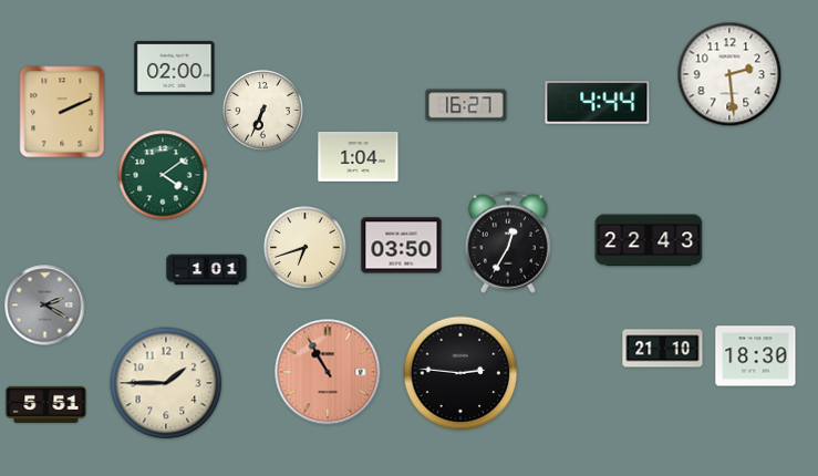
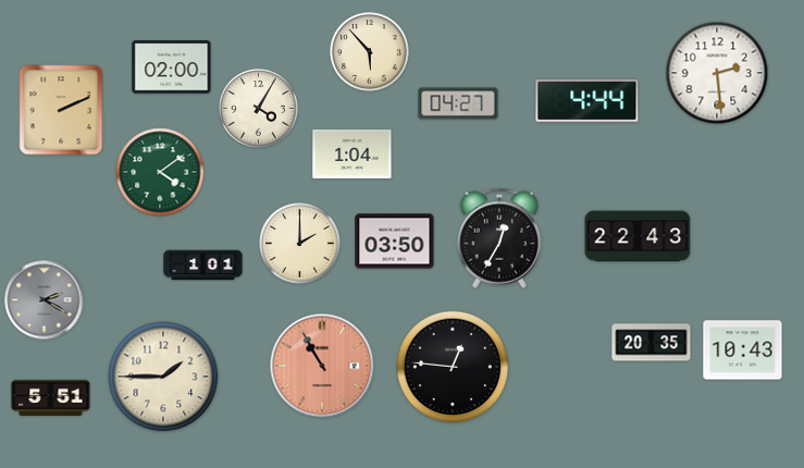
clock at (370, 52): none -> 5:53
clock at (466, 105): 16:27 -> 04:27
clock at (263, 111): 6:34 -> 4:05
clock at (306, 248): 6:42 -> 2:00
clock at (663, 349): 21:10 -> 20:35
clock at (756, 356): 18:30 -> 10:43
clock at (460, 373): 2:46 -> 12:46
clock at (46, 404) position: (46, 404) -> (51, 397)
